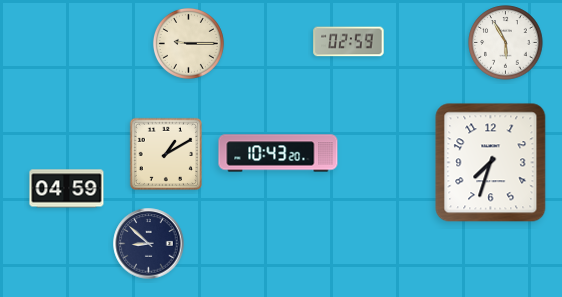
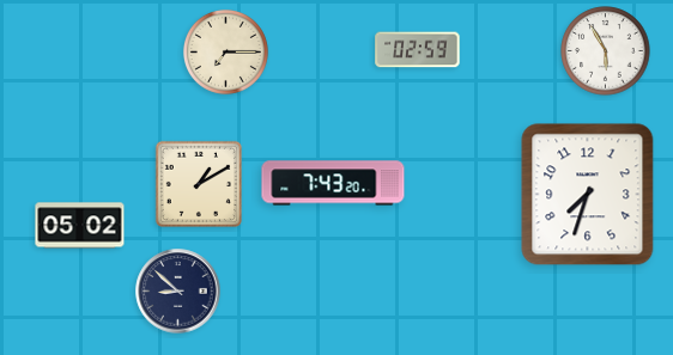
clock at (188, 43): 9:15 -> 7:15
clock at (278, 153): 10:43 -> 7:43
clock at (67, 189): 04:59 -> 05:02
